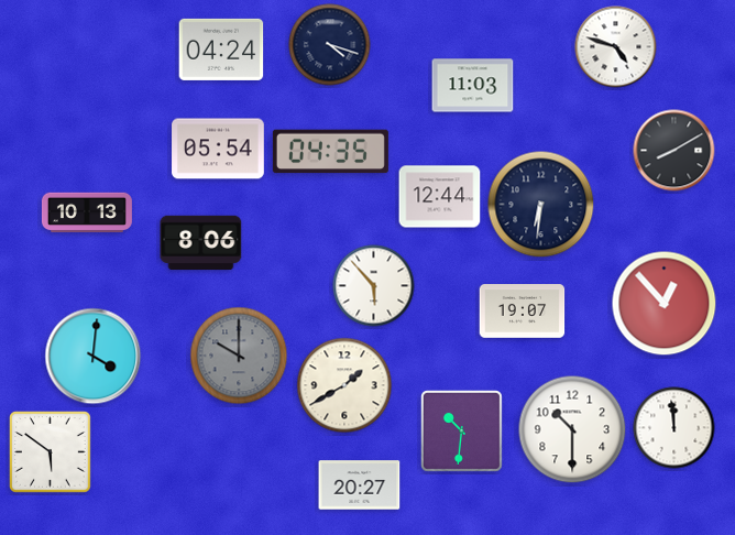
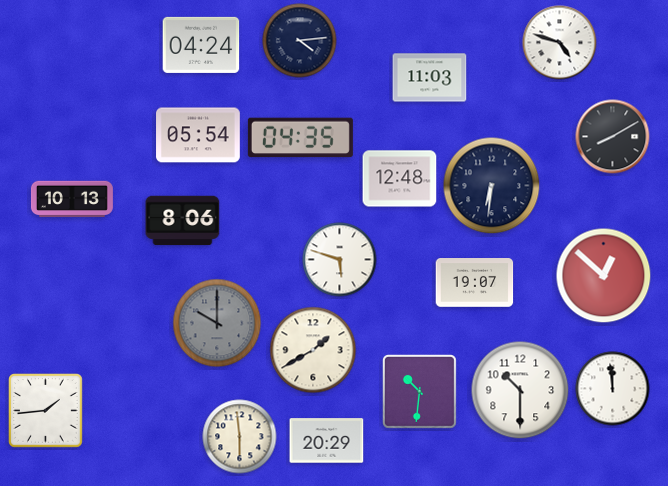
clock at (330, 45): 4:18 -> 4:14
clock at (440, 197): 12:44 -> 12:48
clock at (87, 212) position: (87, 212) -> (72, 199)
clock at (374, 286): 5:53 -> 5:48
clock at (665, 304): 12:53 -> 12:52
clock at (94, 357): 4:01 -> none
clock at (51, 452): 5:51 -> 1:44
clock at (240, 437): none -> 5:59
clock at (360, 485): 20:27 -> 20:29
